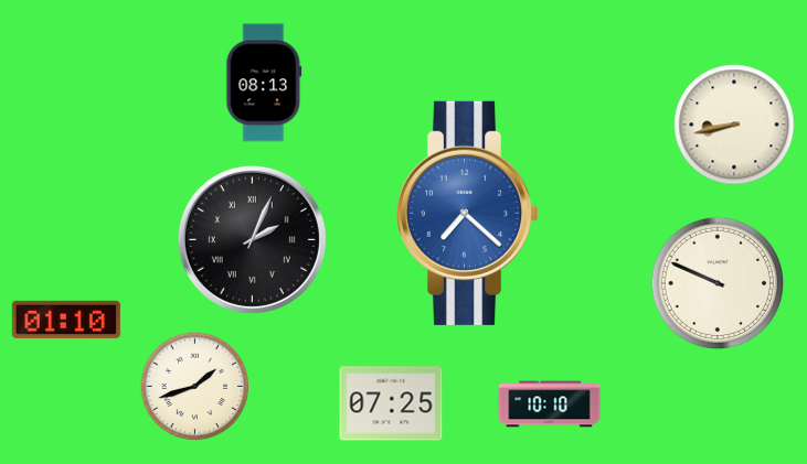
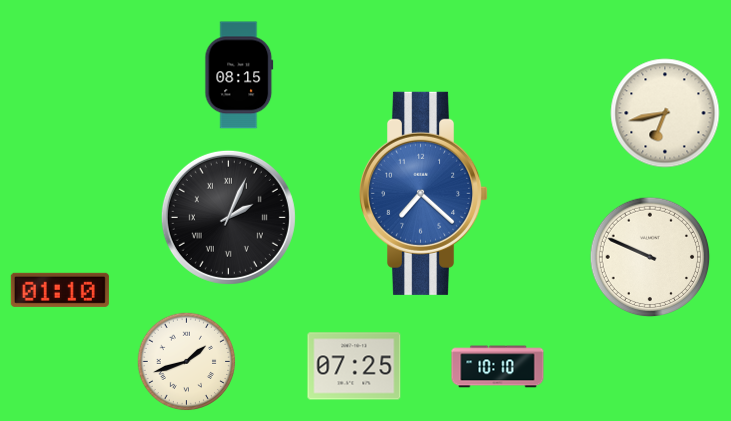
clock at (264, 83): 08:13 -> 08:15
clock at (734, 125): 8:43 -> 6:43
clock at (195, 387) position: (195, 387) -> (187, 362)
